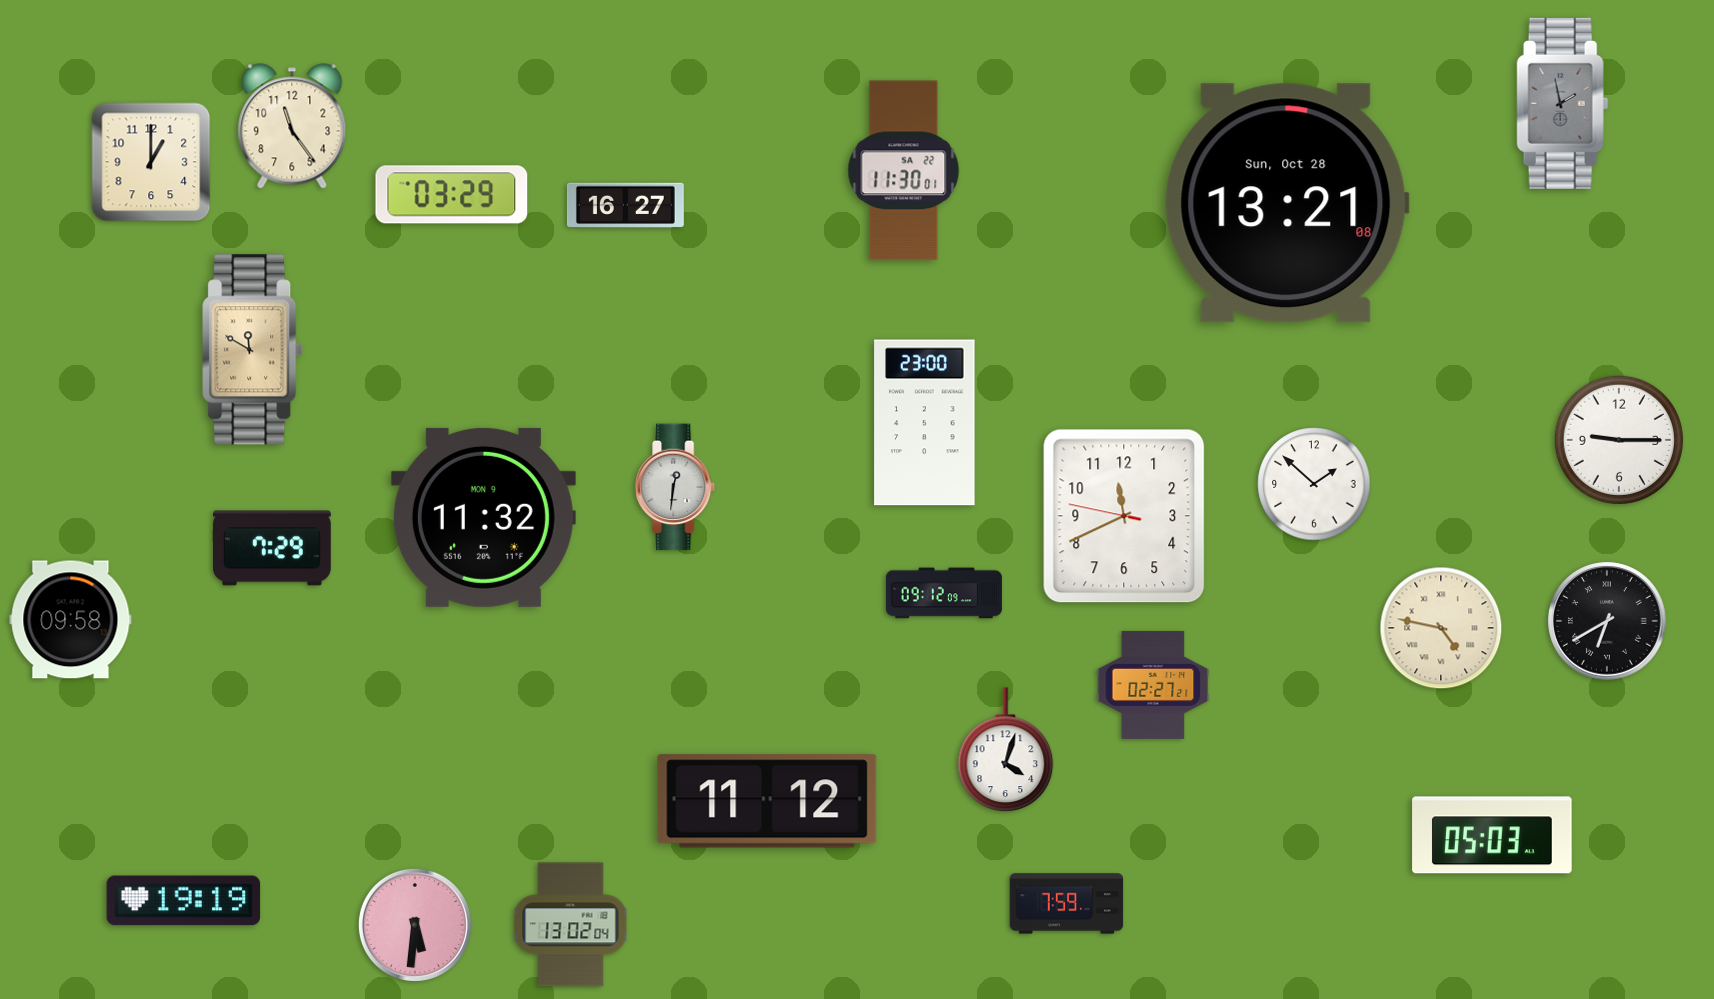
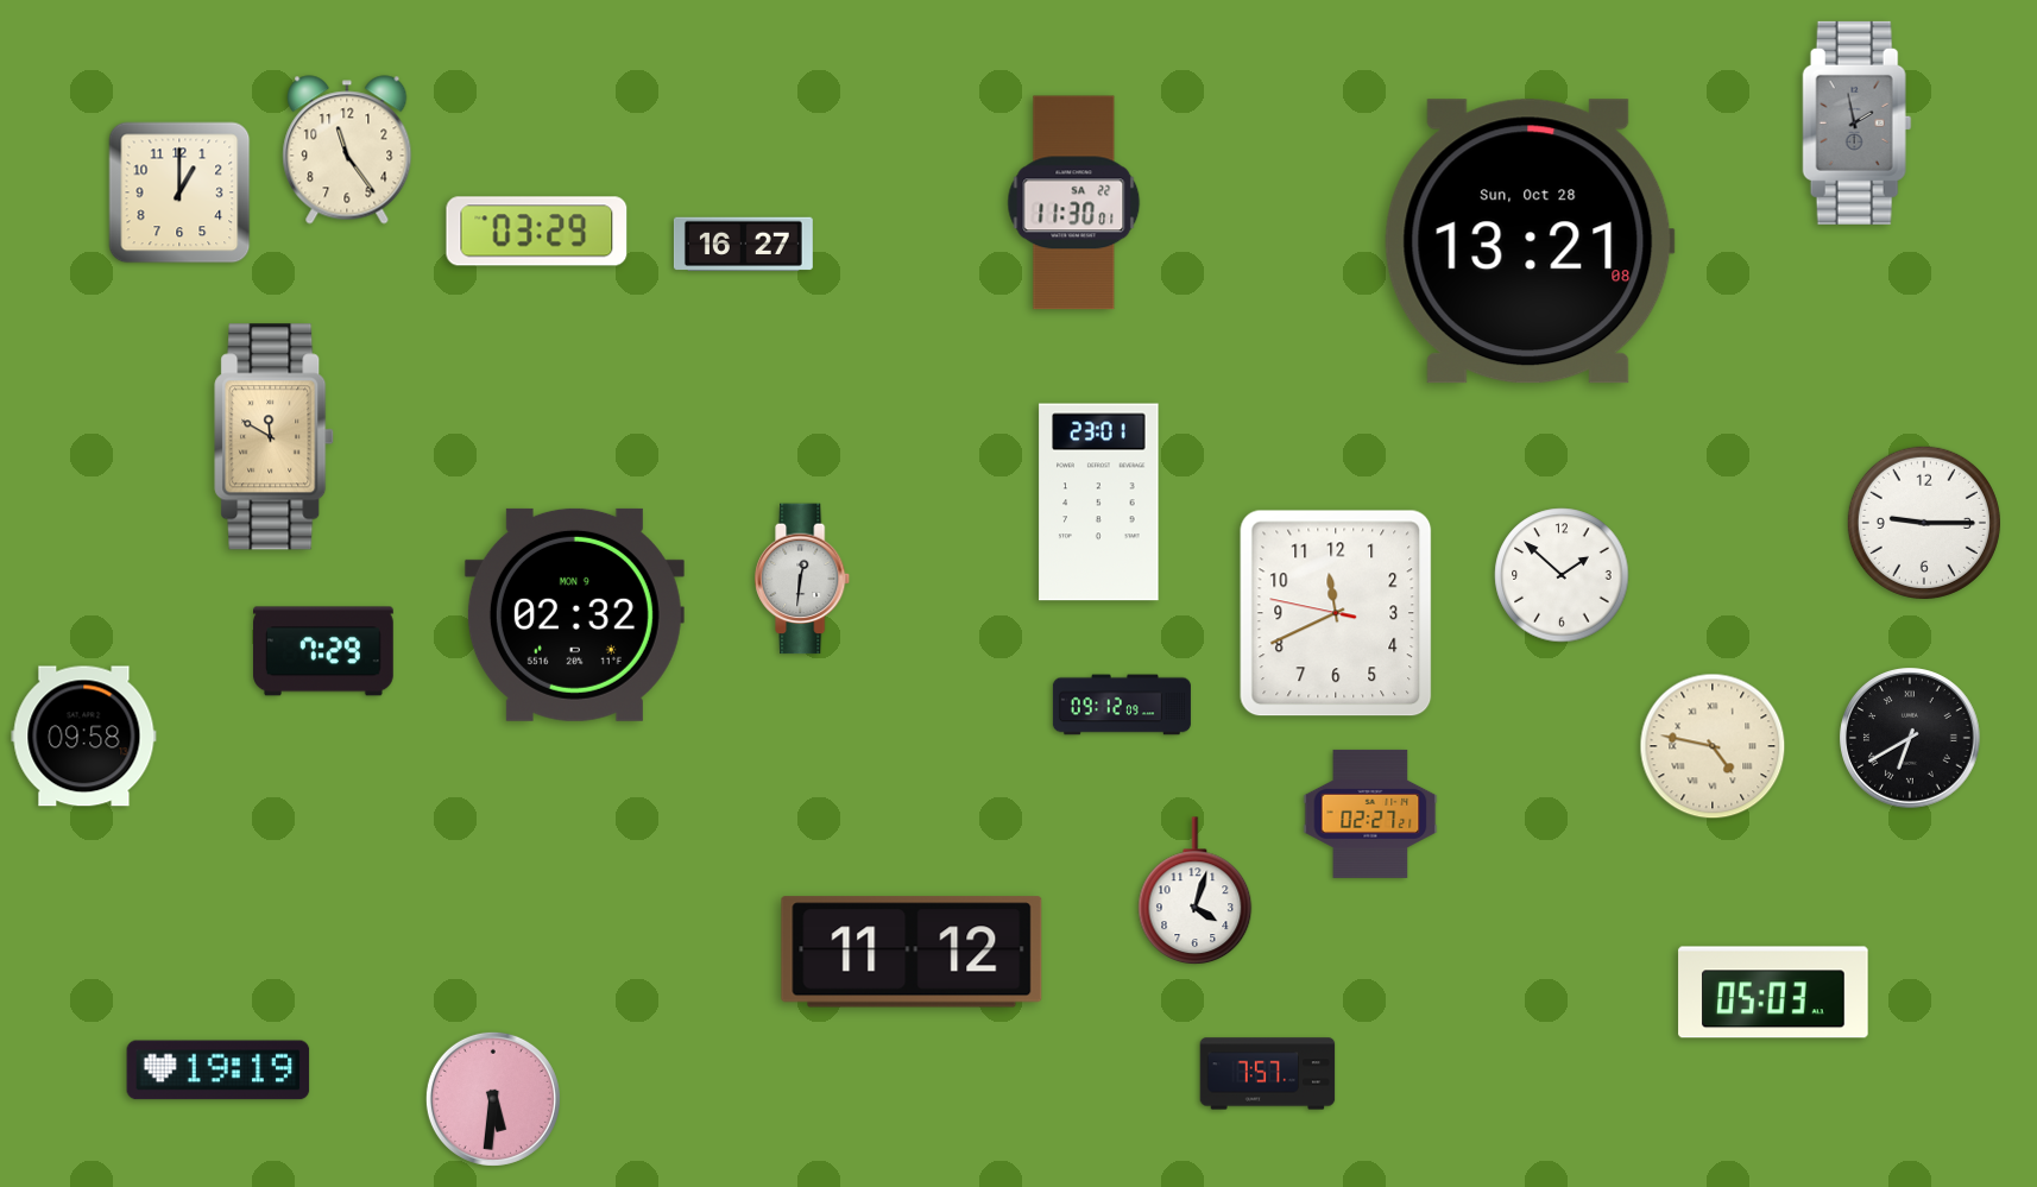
clock at (253, 350) position: (253, 350) -> (275, 437)
clock at (925, 423): 23:00 -> 23:01
clock at (483, 517): 11:32 -> 02:32
clock at (1067, 904): 7:59 -> 7:57
clock at (571, 925): 13:02 -> none
